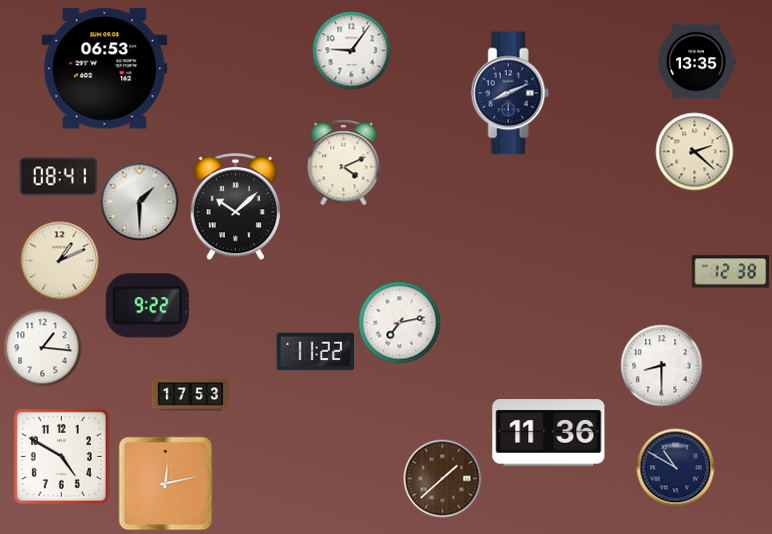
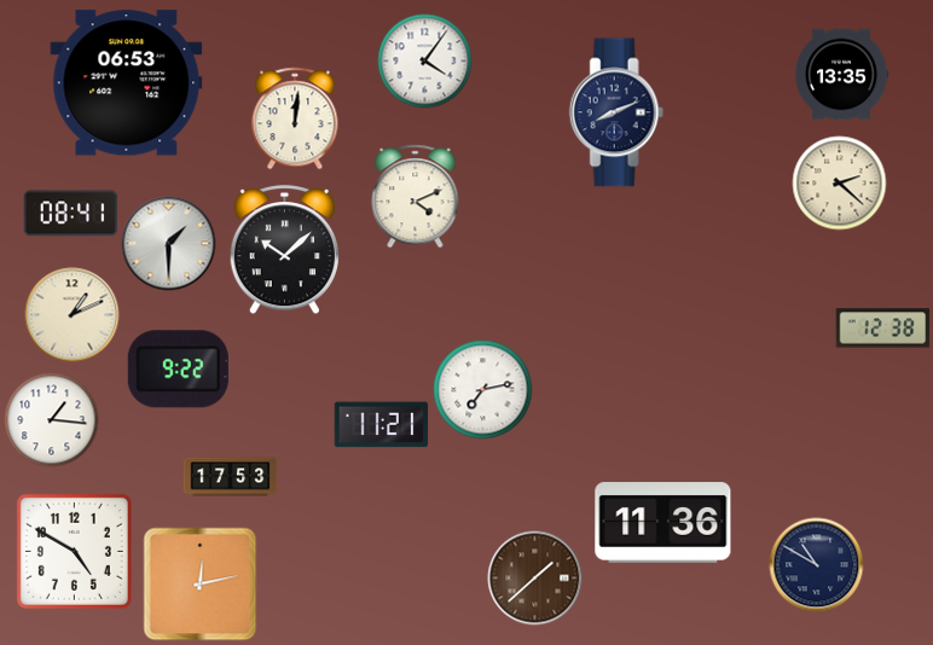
clock at (351, 50): 9:06 -> 4:06
clock at (295, 118): none -> 12:01
clock at (315, 352): 11:22 -> 11:21
clock at (661, 365): 8:30 -> none
